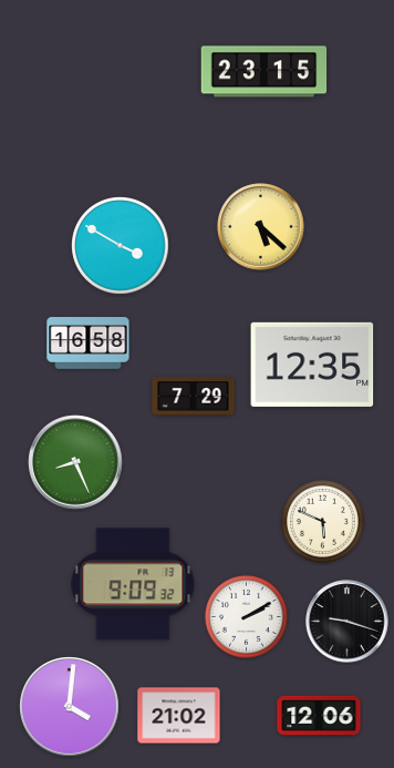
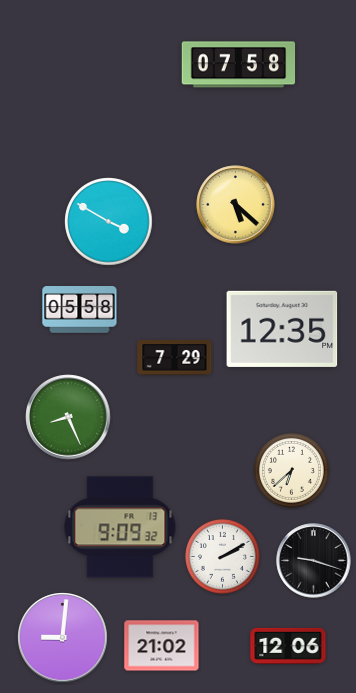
clock at (265, 72): 23:15 -> 07:58
clock at (89, 344): 16:58 -> 05:58
clock at (322, 521): 5:49 -> 6:38
clock at (70, 707): 4:01 -> 9:01
